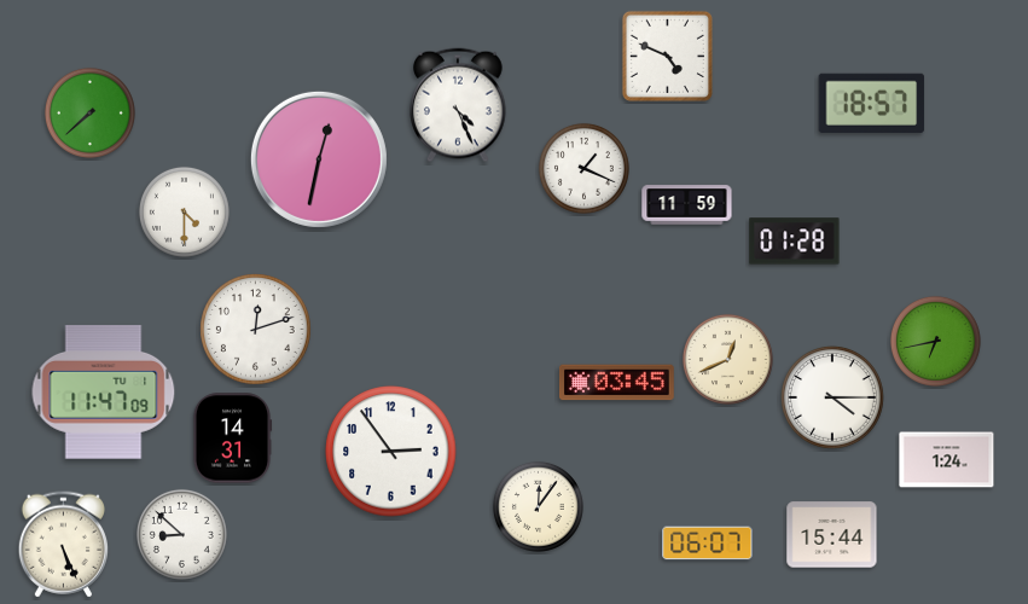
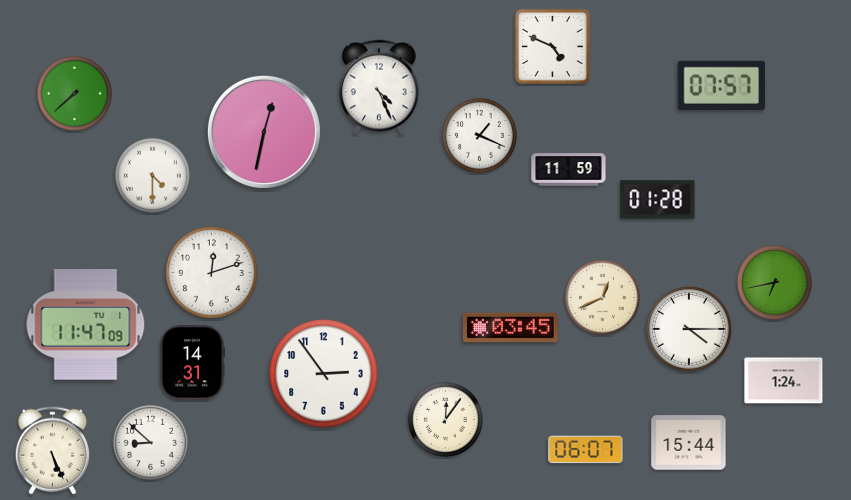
clock at (872, 103): 18:57 -> 07:57
clock at (583, 168) position: (583, 168) -> (479, 135)
clock at (616, 383) position: (616, 383) -> (510, 328)
